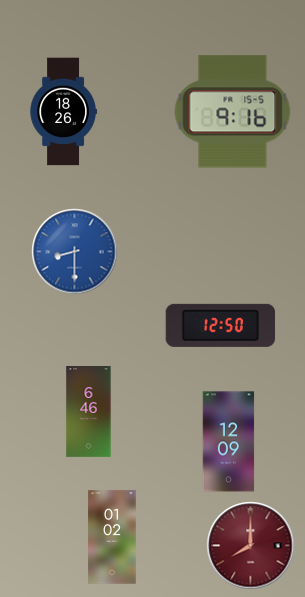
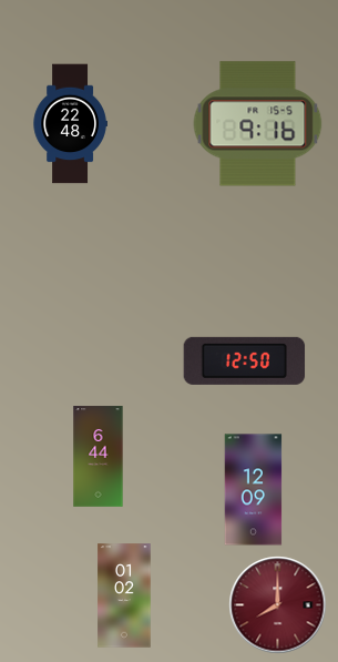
clock at (63, 112): 18:26 -> 22:48
clock at (75, 252): 8:30 -> none
clock at (89, 412): 6:46 -> 6:44
